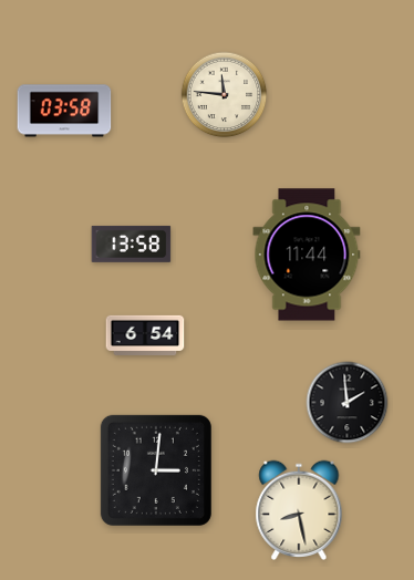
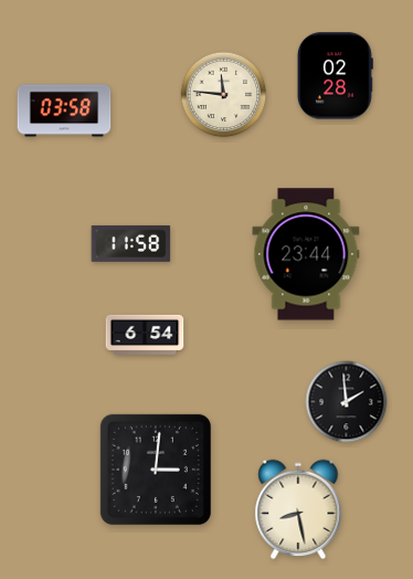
clock at (335, 76): none -> 02:28
clock at (132, 244): 13:58 -> 11:58
clock at (307, 255): 11:44 -> 23:44
